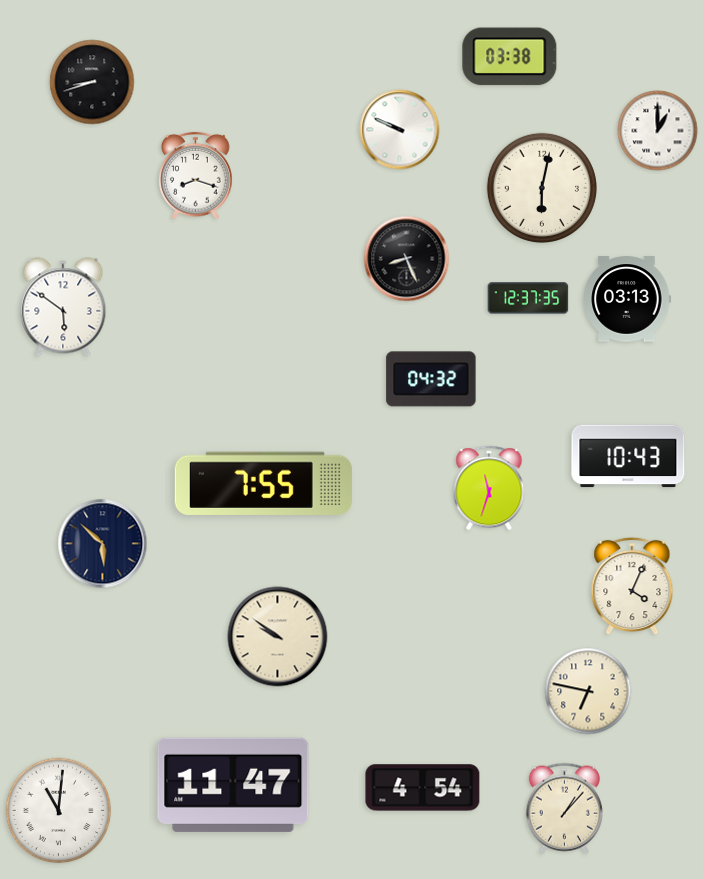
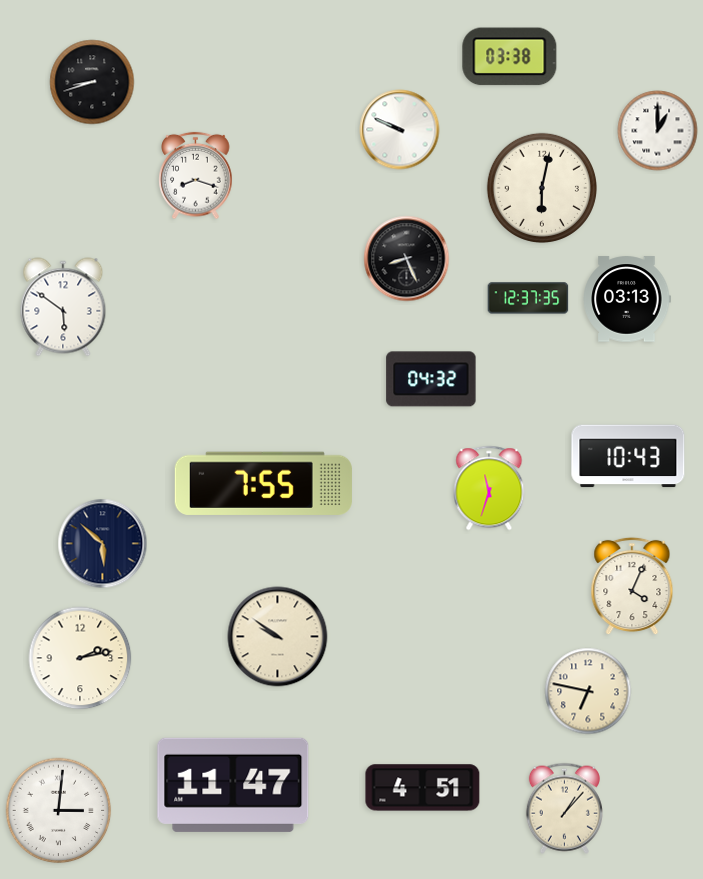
clock at (80, 658): none -> 2:13
clock at (423, 788): 4:54 -> 4:51
clock at (59, 811): 11:01 -> 3:01
